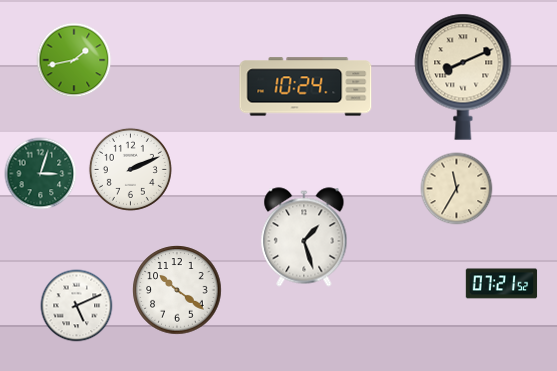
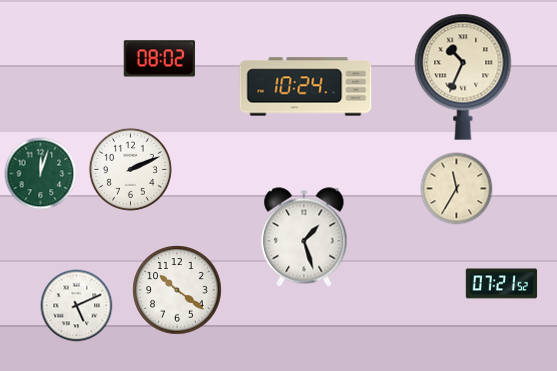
clock at (159, 59): none -> 08:02
clock at (74, 60): 1:43 -> none
clock at (463, 77): 8:11 -> 10:34
clock at (41, 174): 3:03 -> 12:03
